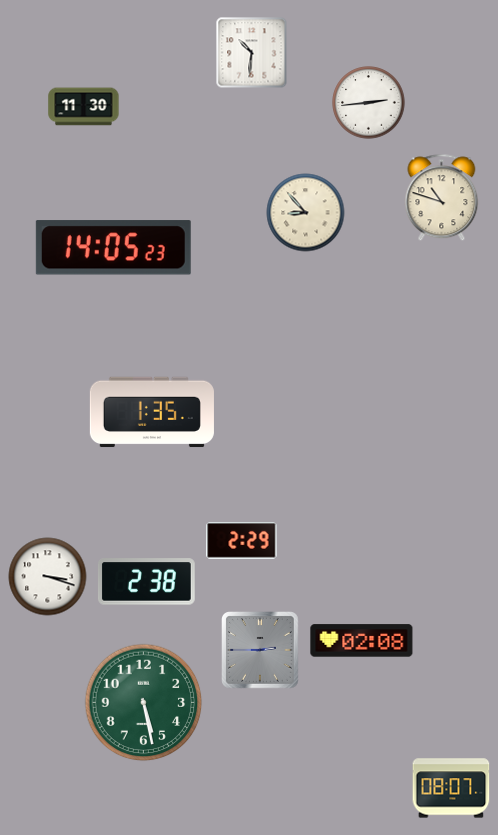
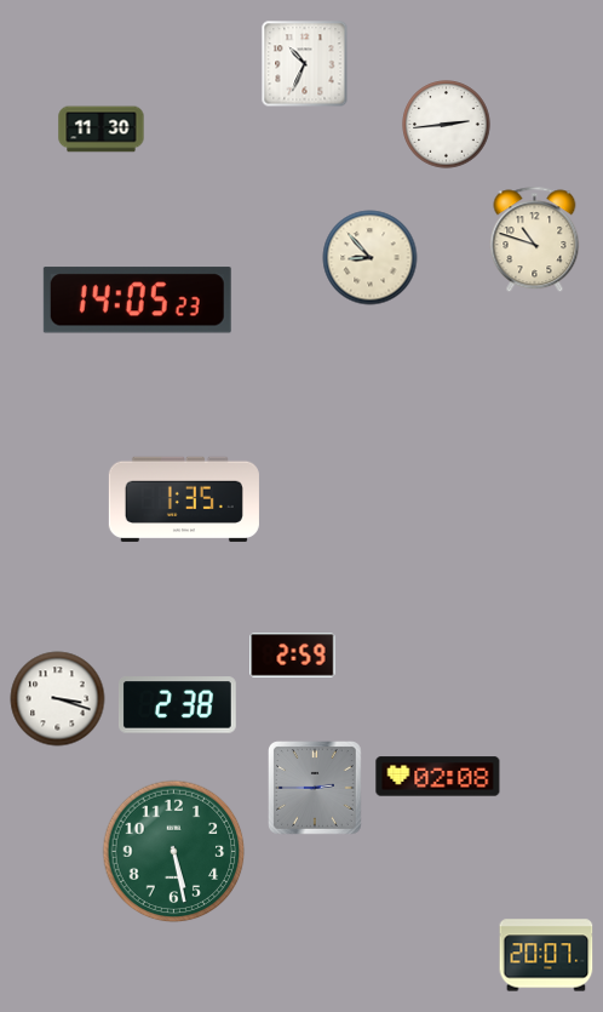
clock at (252, 53): 10:31 -> 10:34
clock at (242, 541): 2:29 -> 2:59
clock at (451, 788): 08:07 -> 20:07
